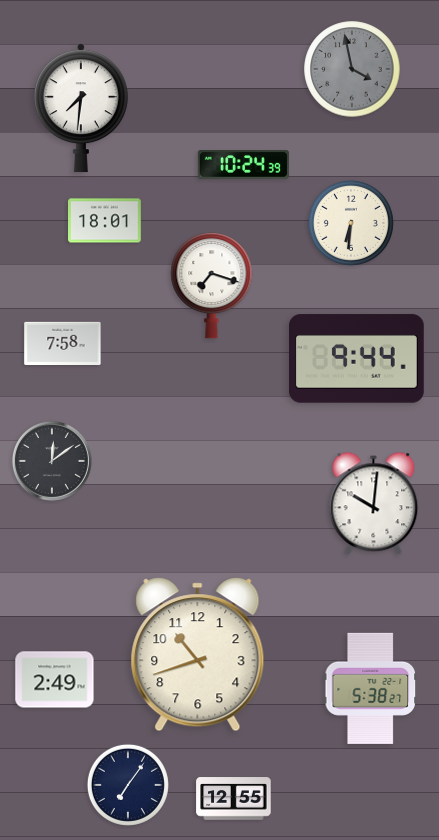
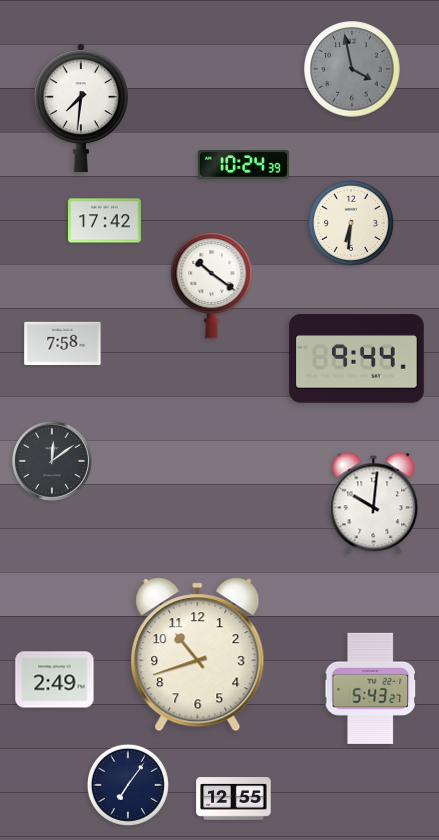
clock at (105, 221): 18:01 -> 17:42
clock at (212, 286): 7:18 -> 10:21
clock at (370, 688): 5:38 -> 5:43
